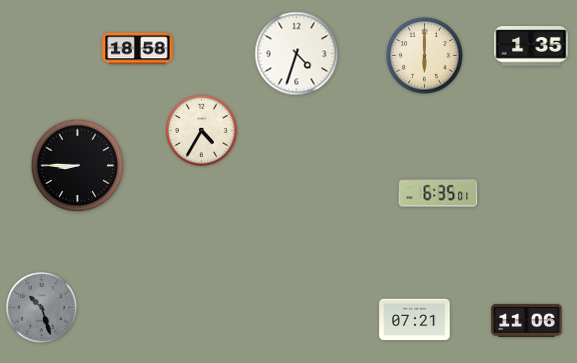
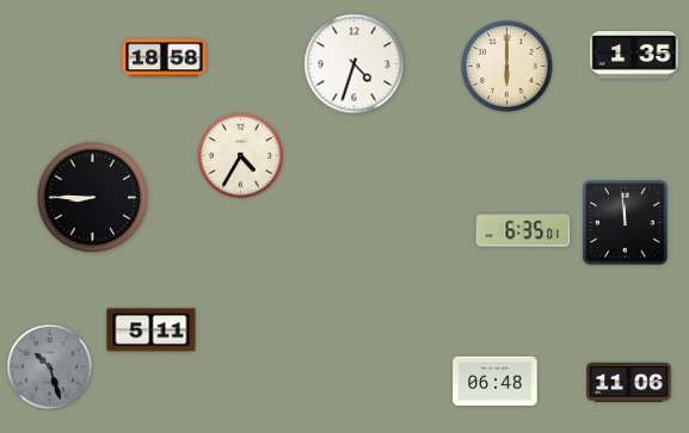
clock at (626, 223): none -> 11:59
clock at (152, 330): none -> 5:11
clock at (415, 320): 07:21 -> 06:48
